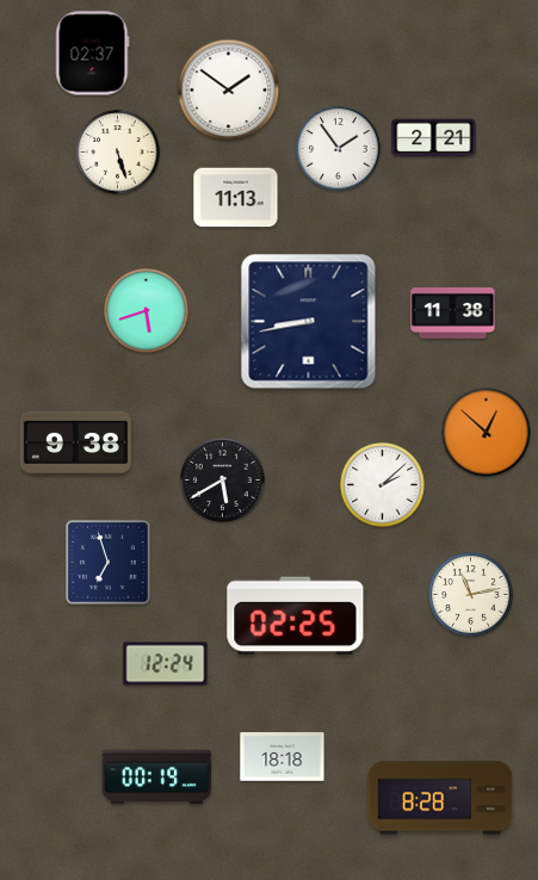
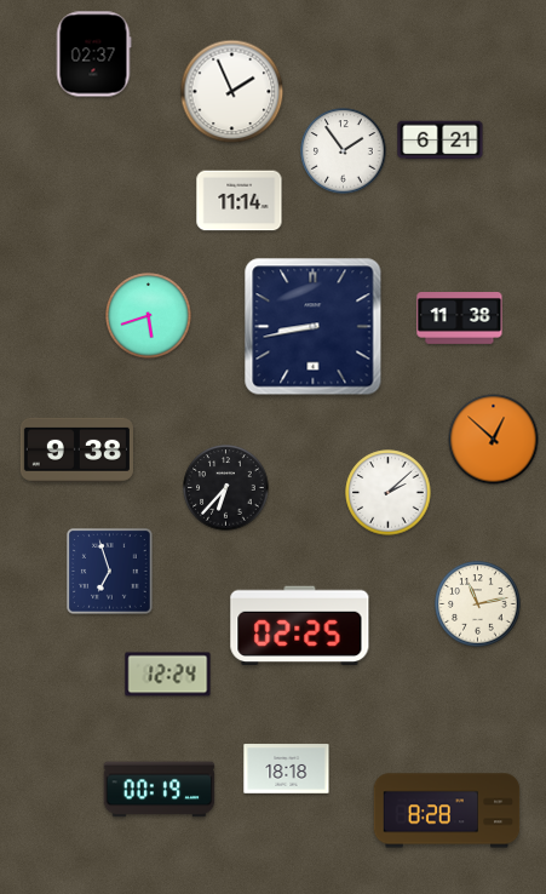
clock at (229, 91): 1:51 -> 1:56
clock at (434, 138): 2:21 -> 6:21
clock at (118, 153): 5:27 -> none
clock at (236, 198): 11:13 -> 11:14
clock at (223, 481): 5:40 -> 6:37
